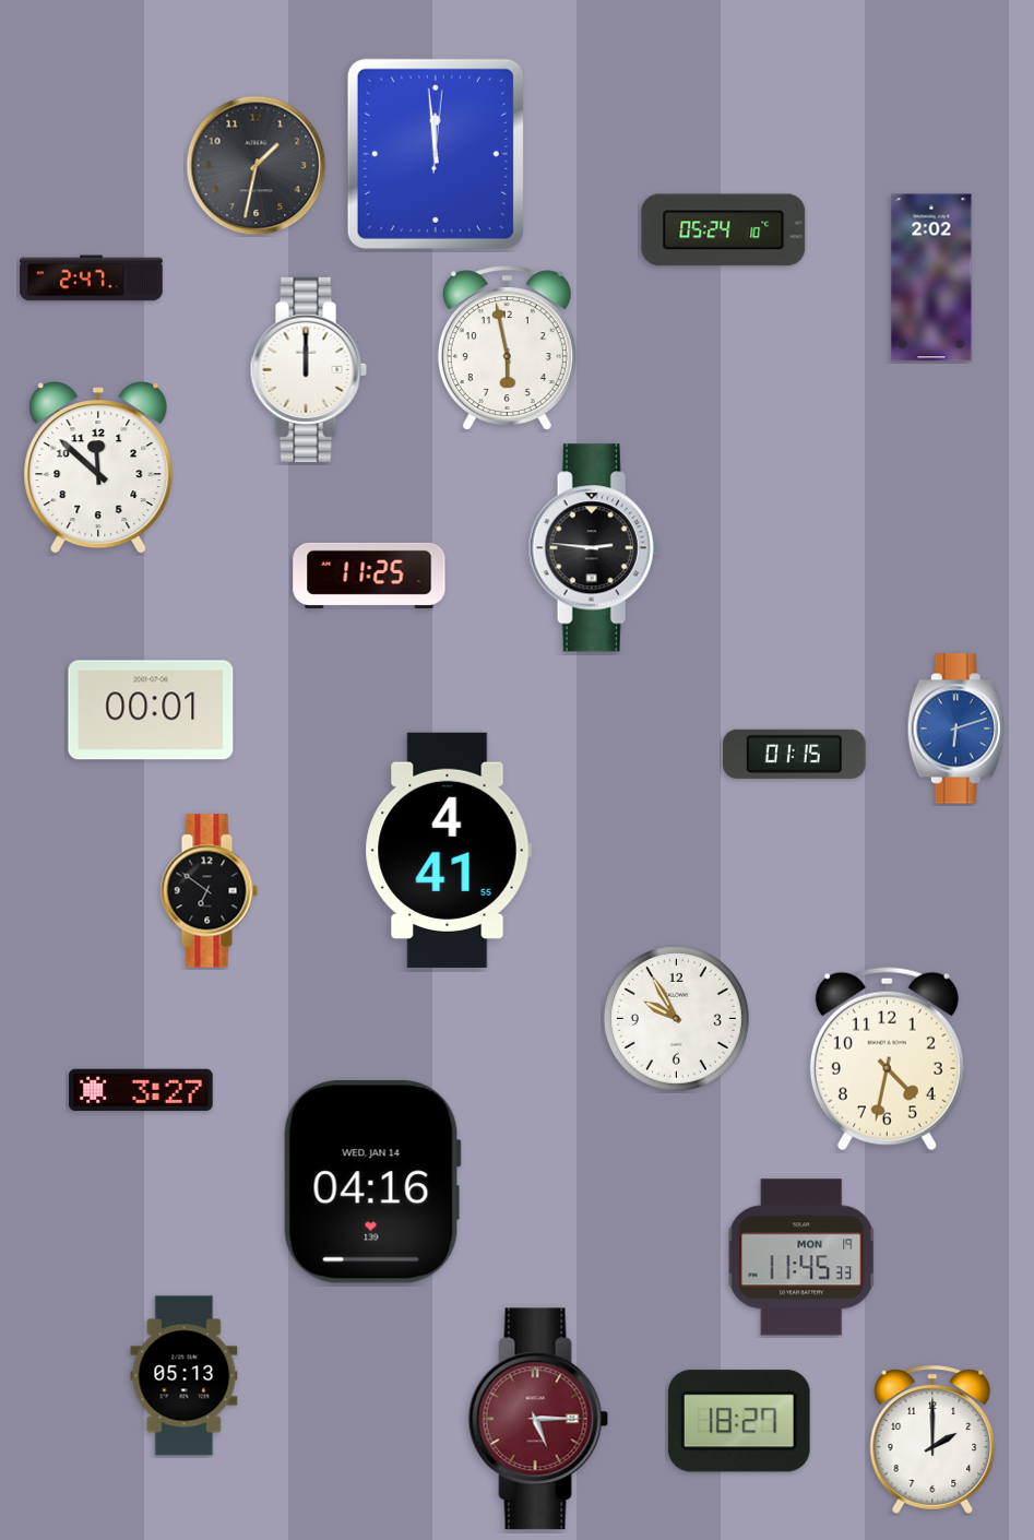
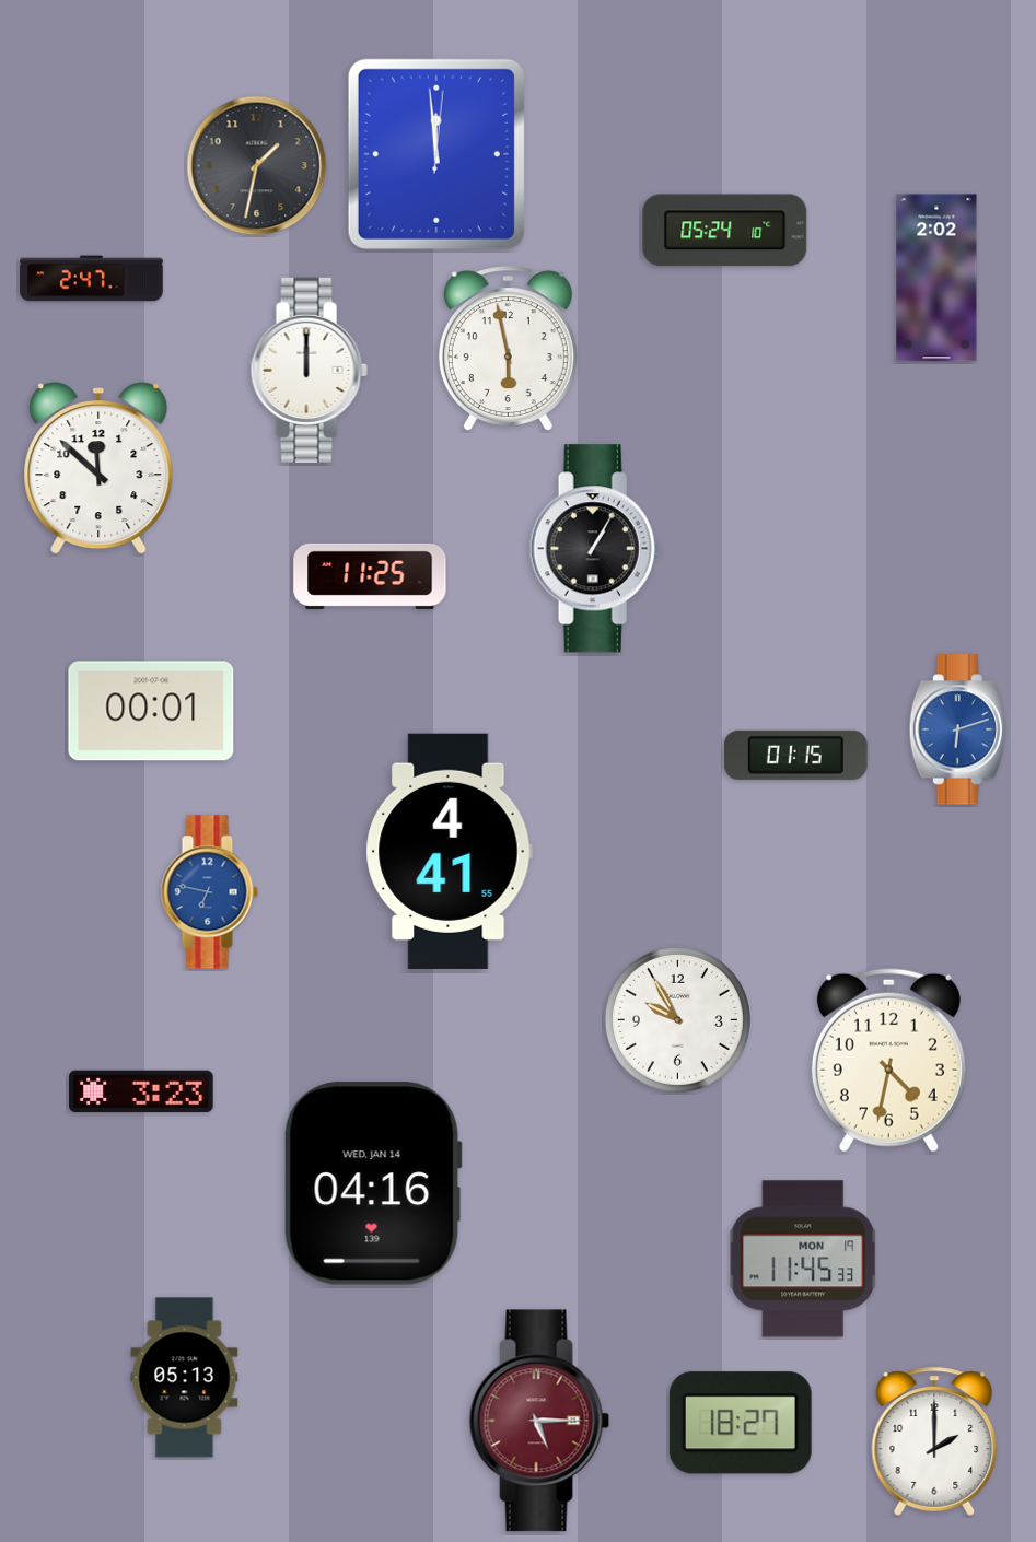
clock at (931, 277) position: (931, 277) -> (936, 278)
clock at (594, 548): 2:46 -> 1:05
clock at (209, 891): 6:51 -> 6:47
clock at (209, 891) dial: black -> blue
clock at (141, 1090): 3:27 -> 3:23
